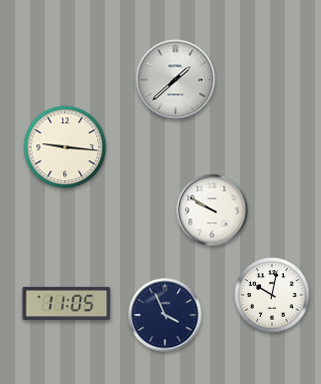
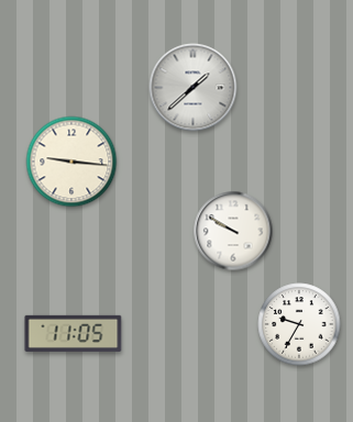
clock at (272, 295): 10:02 -> 9:35
clock at (165, 315): 3:56 -> none
